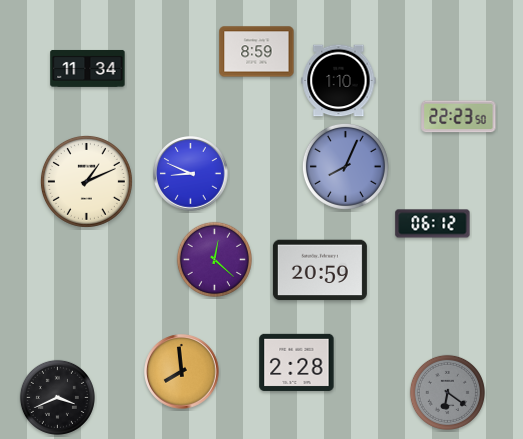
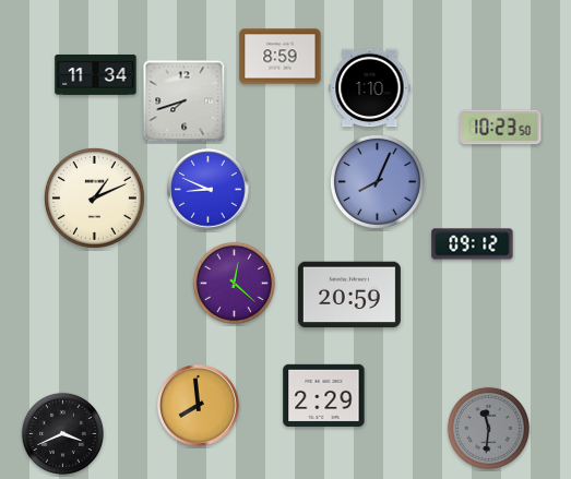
clock at (185, 101): none -> 7:42
clock at (459, 117): 22:23 -> 10:23
clock at (433, 224): 06:12 -> 09:12
clock at (297, 362): 2:28 -> 2:29
clock at (447, 392): 6:21 -> 11:31
